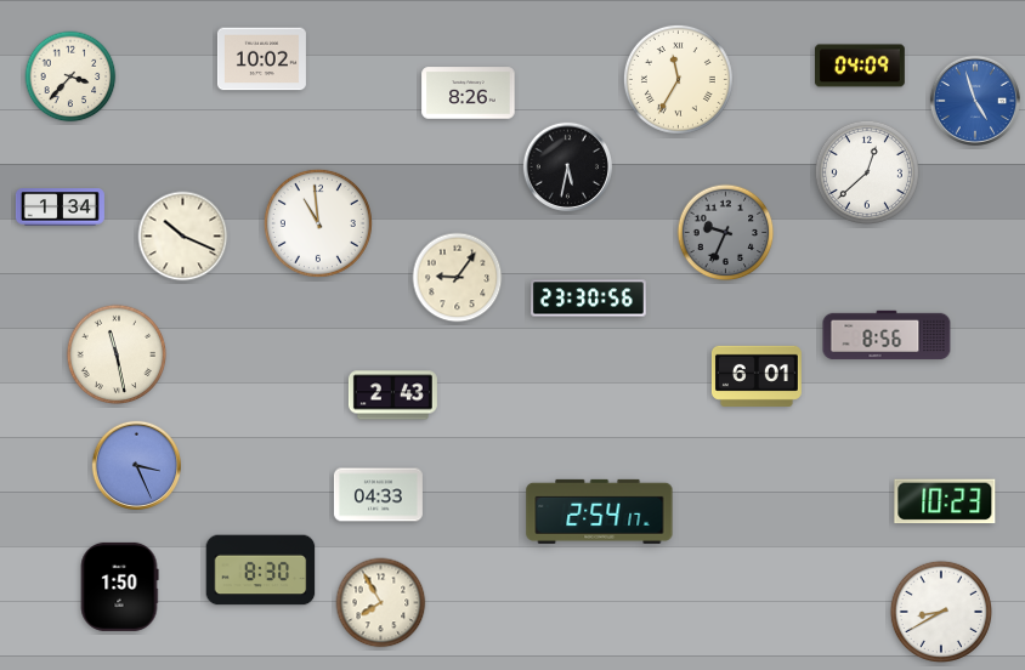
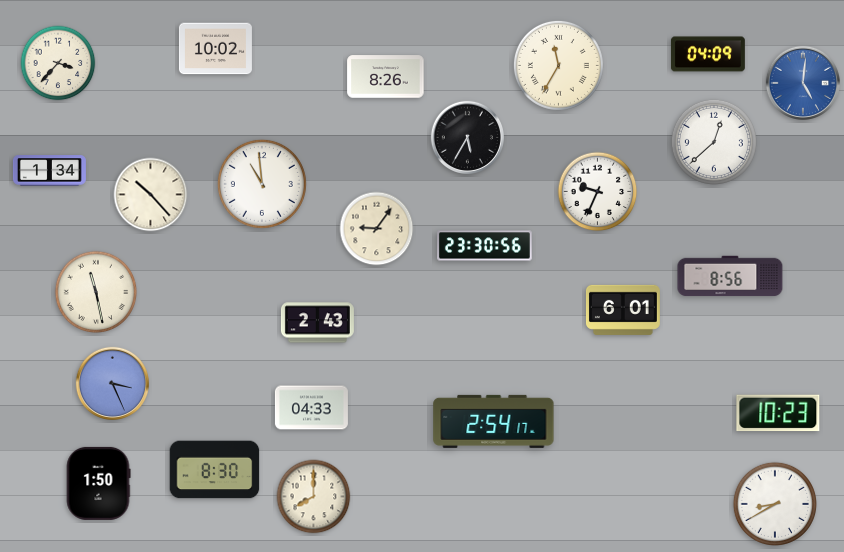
clock at (974, 100): 4:57 -> 5:01
clock at (567, 166): 5:32 -> 5:35
clock at (726, 233) dial: grey -> white
clock at (183, 237): 10:19 -> 10:23
clock at (392, 396) position: (392, 396) -> (317, 323)
clock at (381, 603): 7:55 -> 8:00
